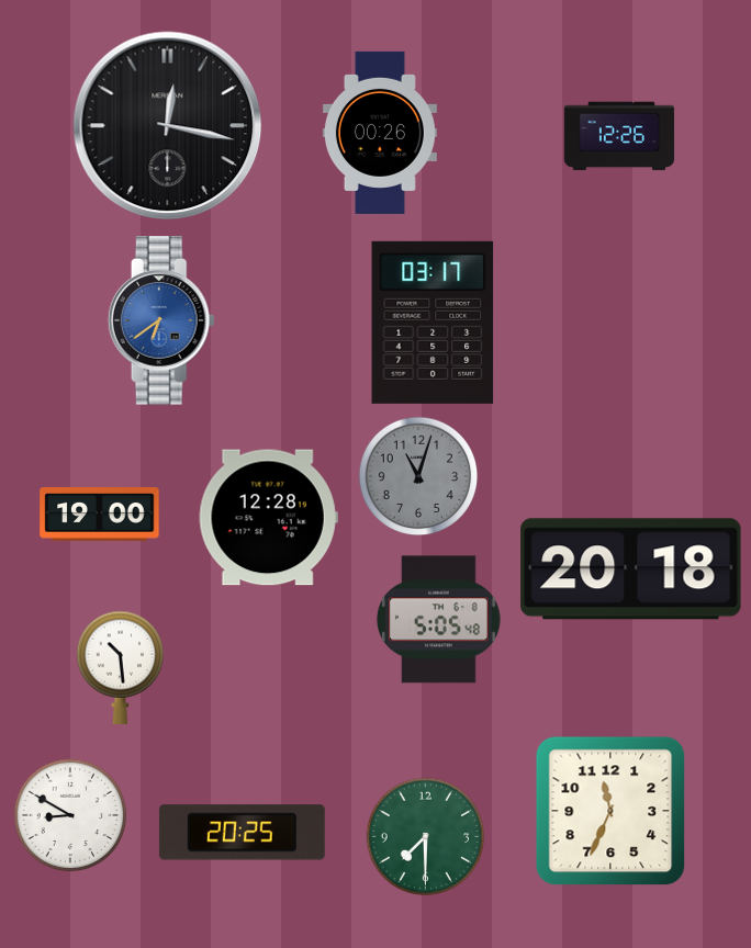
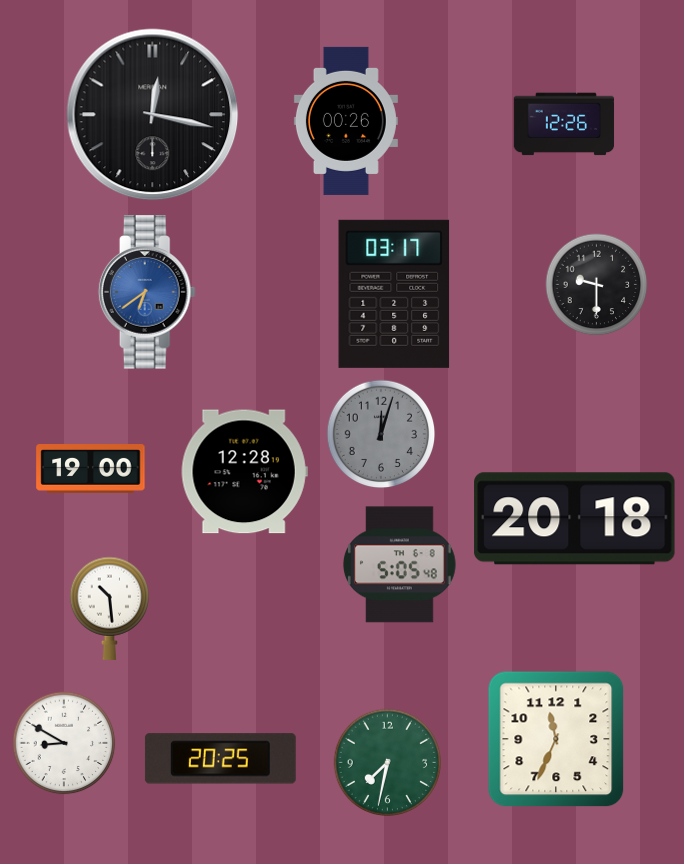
clock at (597, 285): none -> 9:30
clock at (418, 476): 11:03 -> 12:03
clock at (426, 837): 7:30 -> 7:32
